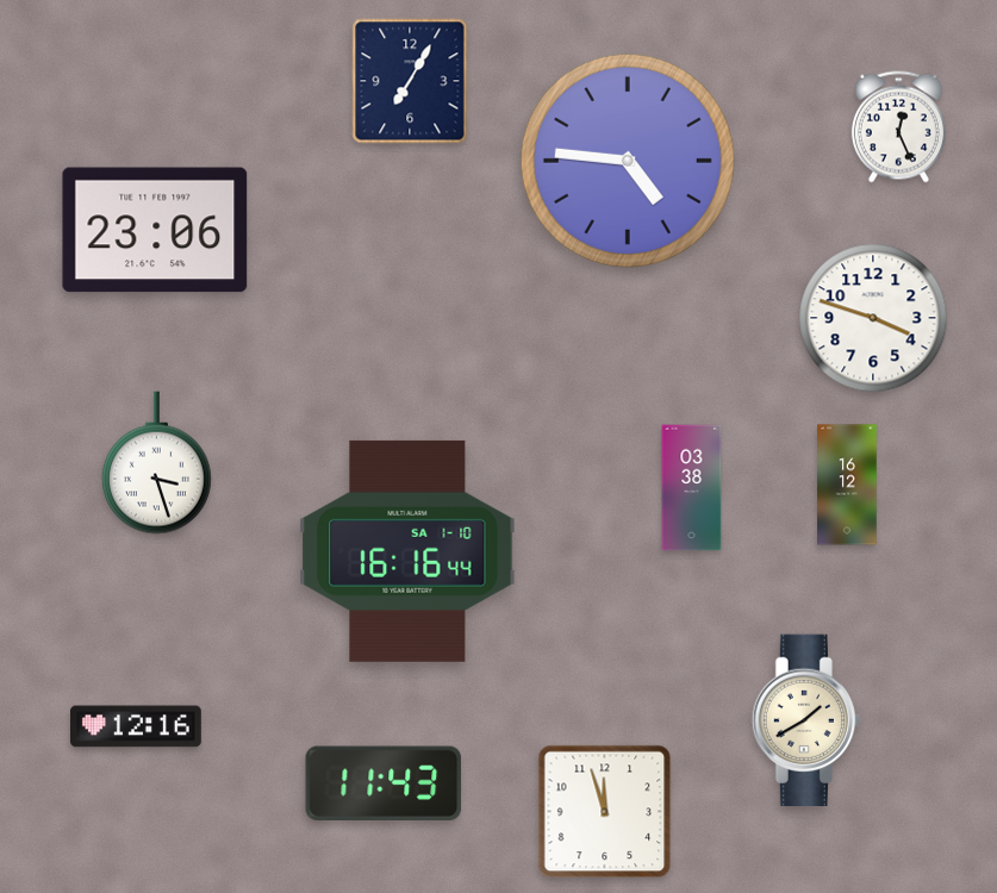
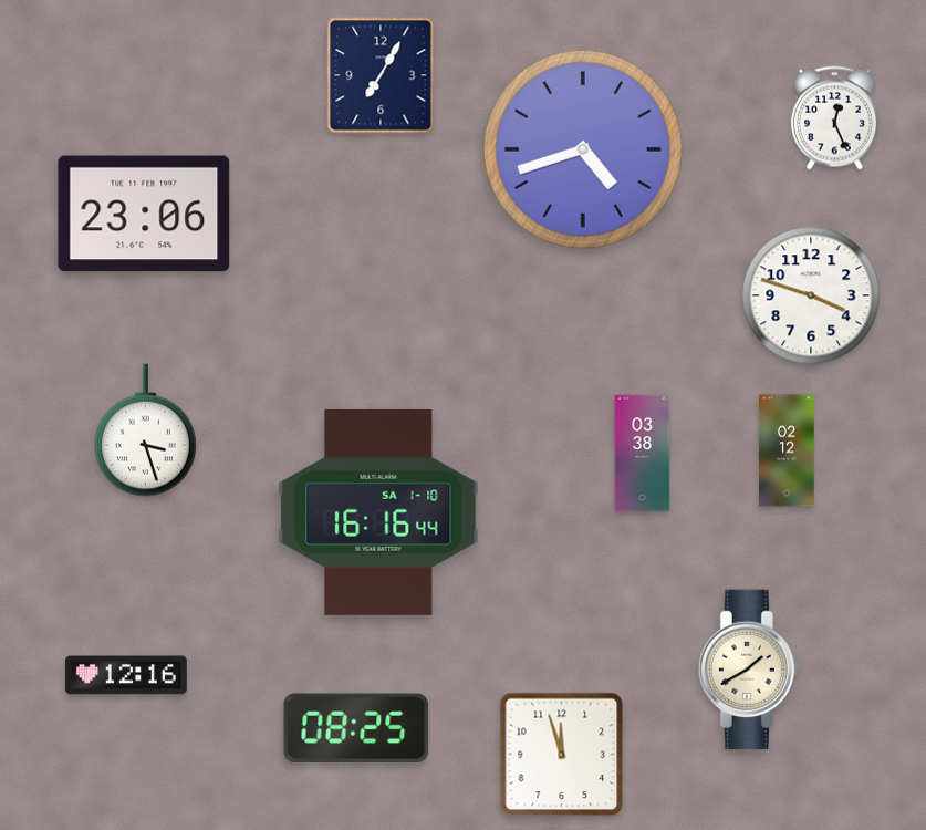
clock at (628, 161): 4:46 -> 4:42
clock at (847, 485): 16:12 -> 02:12
clock at (384, 782): 11:43 -> 08:25
